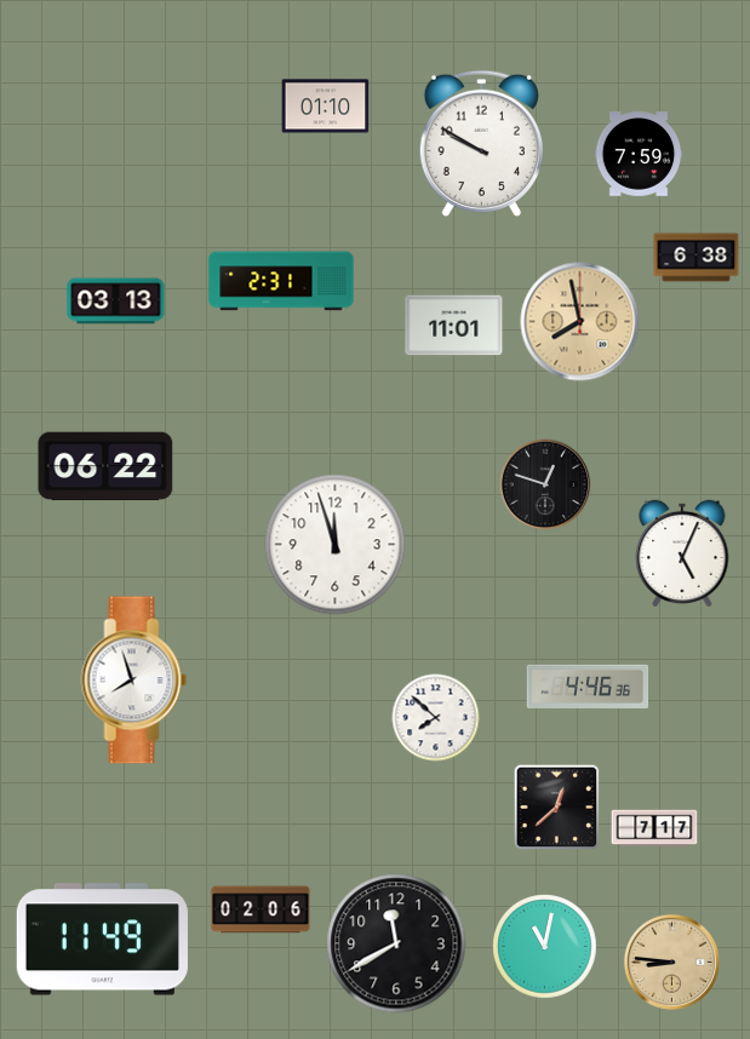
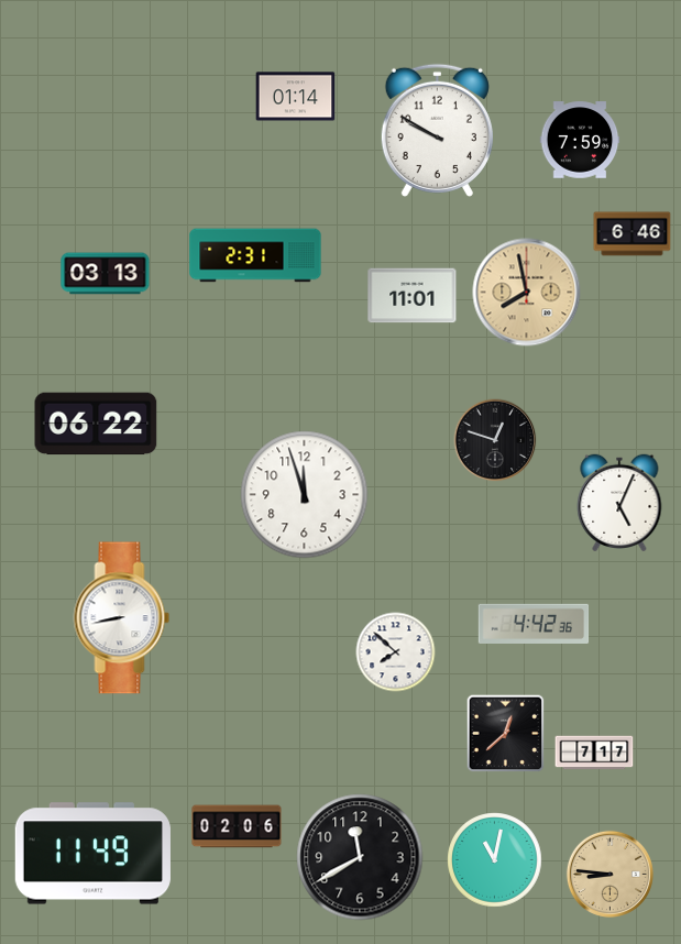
clock at (326, 107): 01:10 -> 01:14
clock at (697, 258): 6:38 -> 6:46
clock at (134, 681): 7:57 -> 8:43
clock at (588, 687): 4:46 -> 4:42
